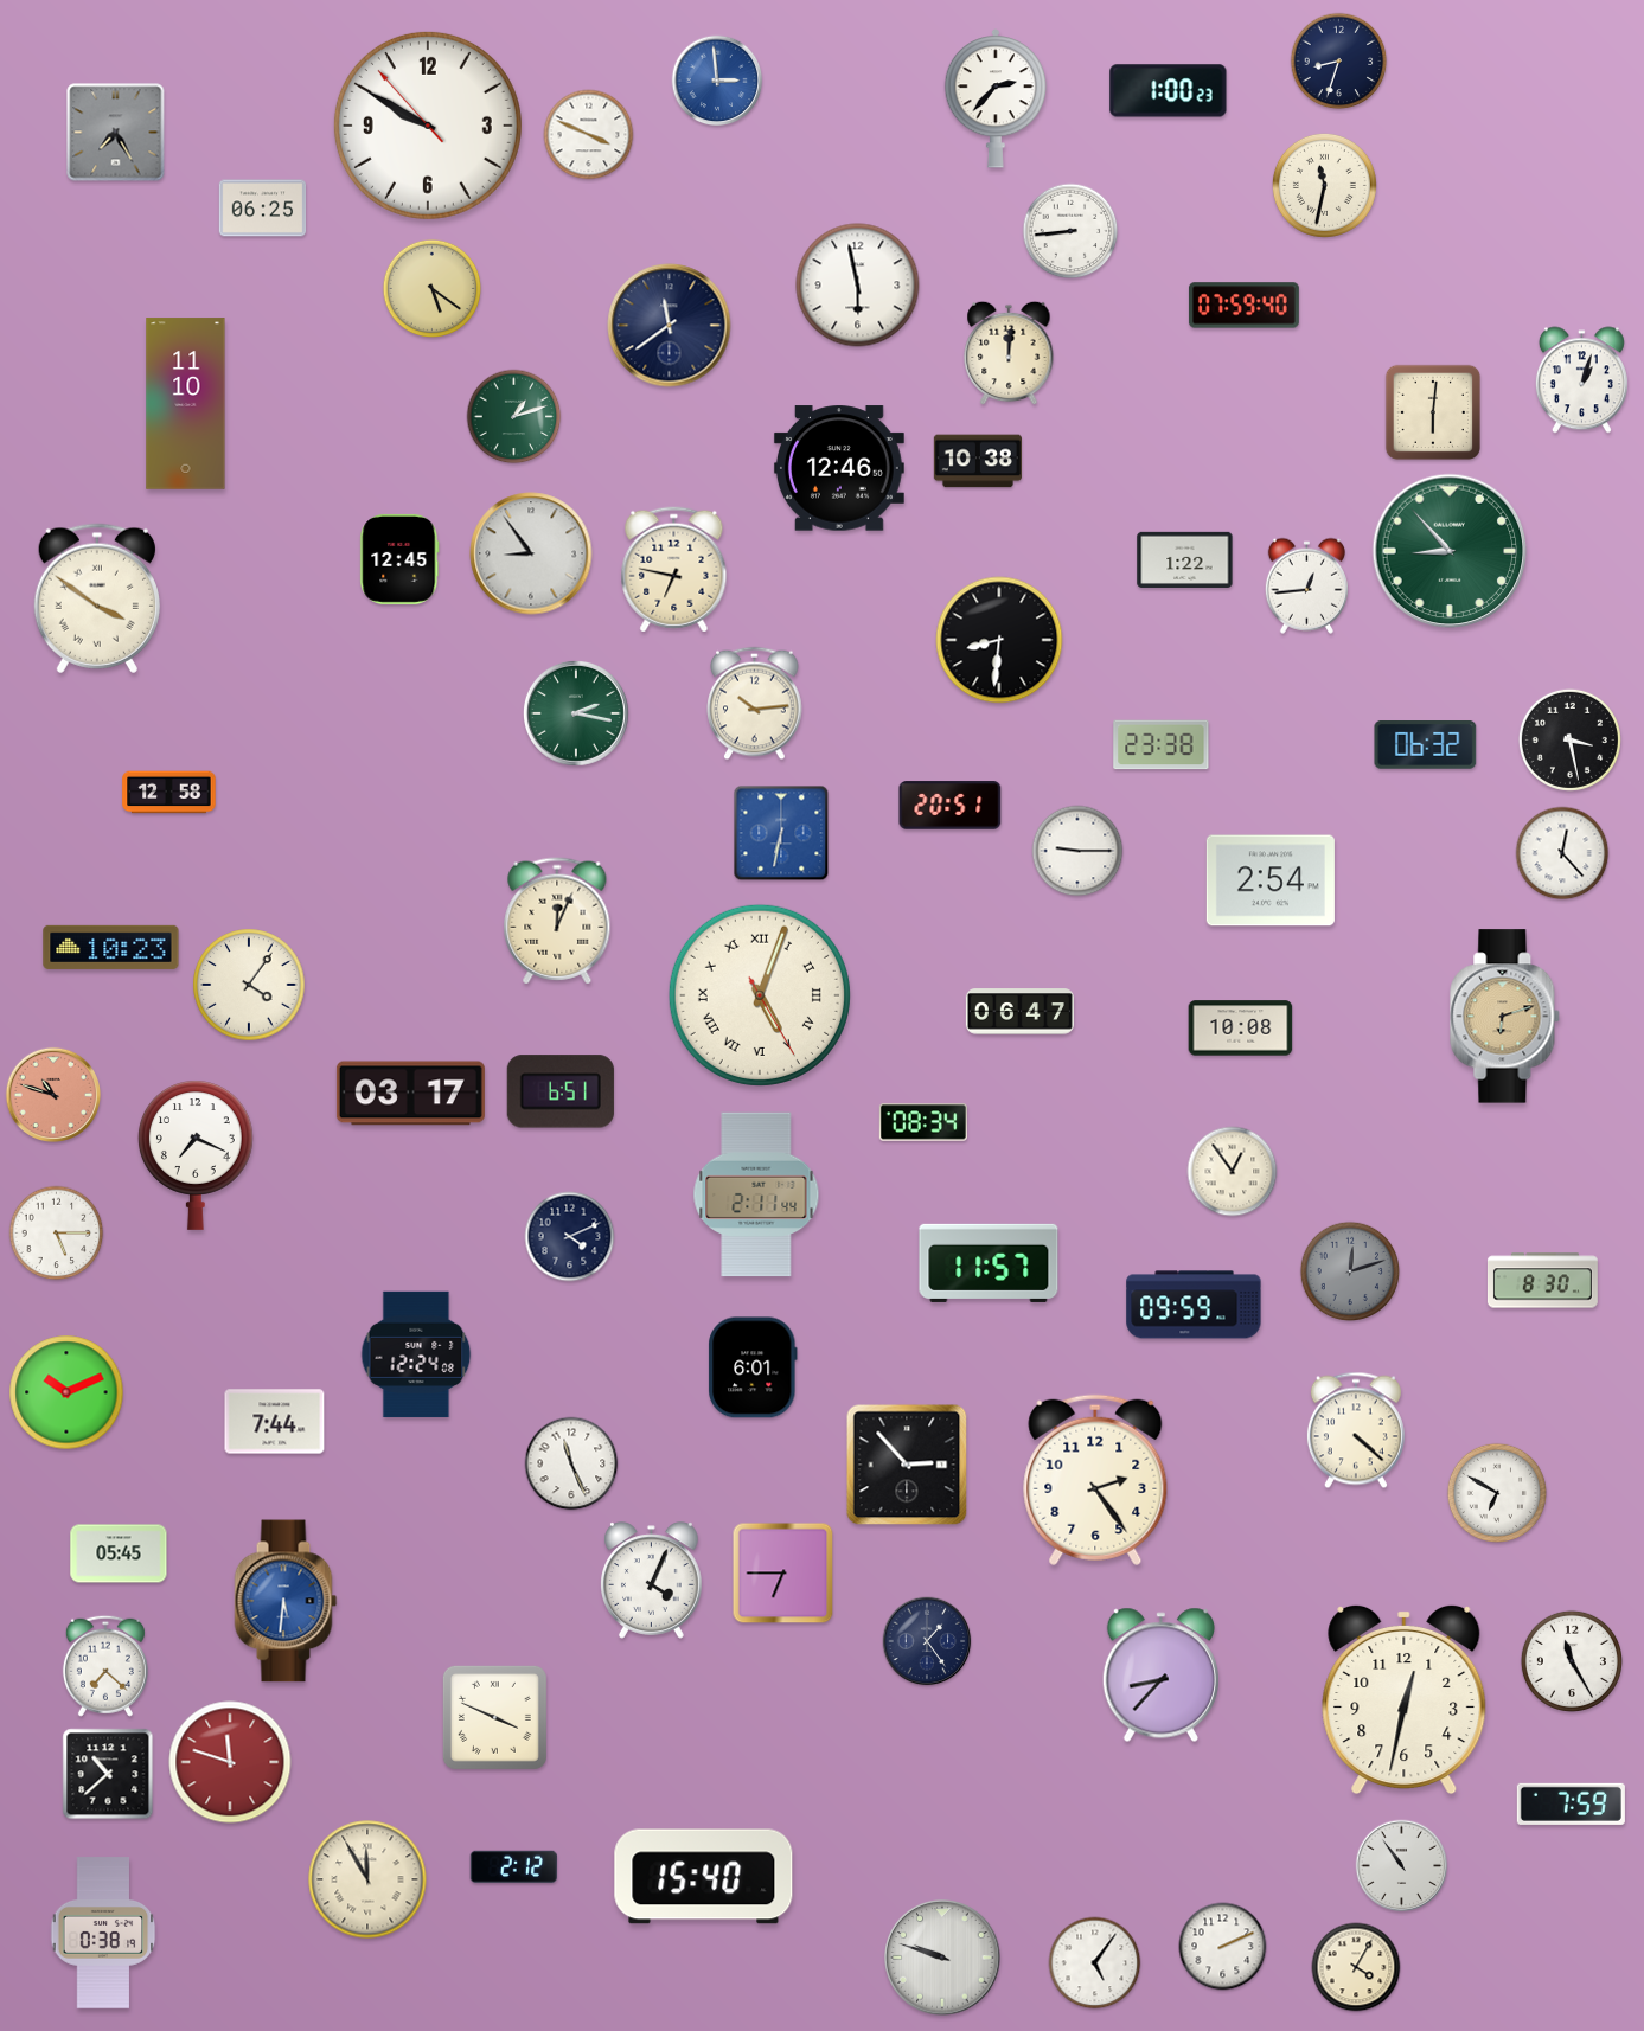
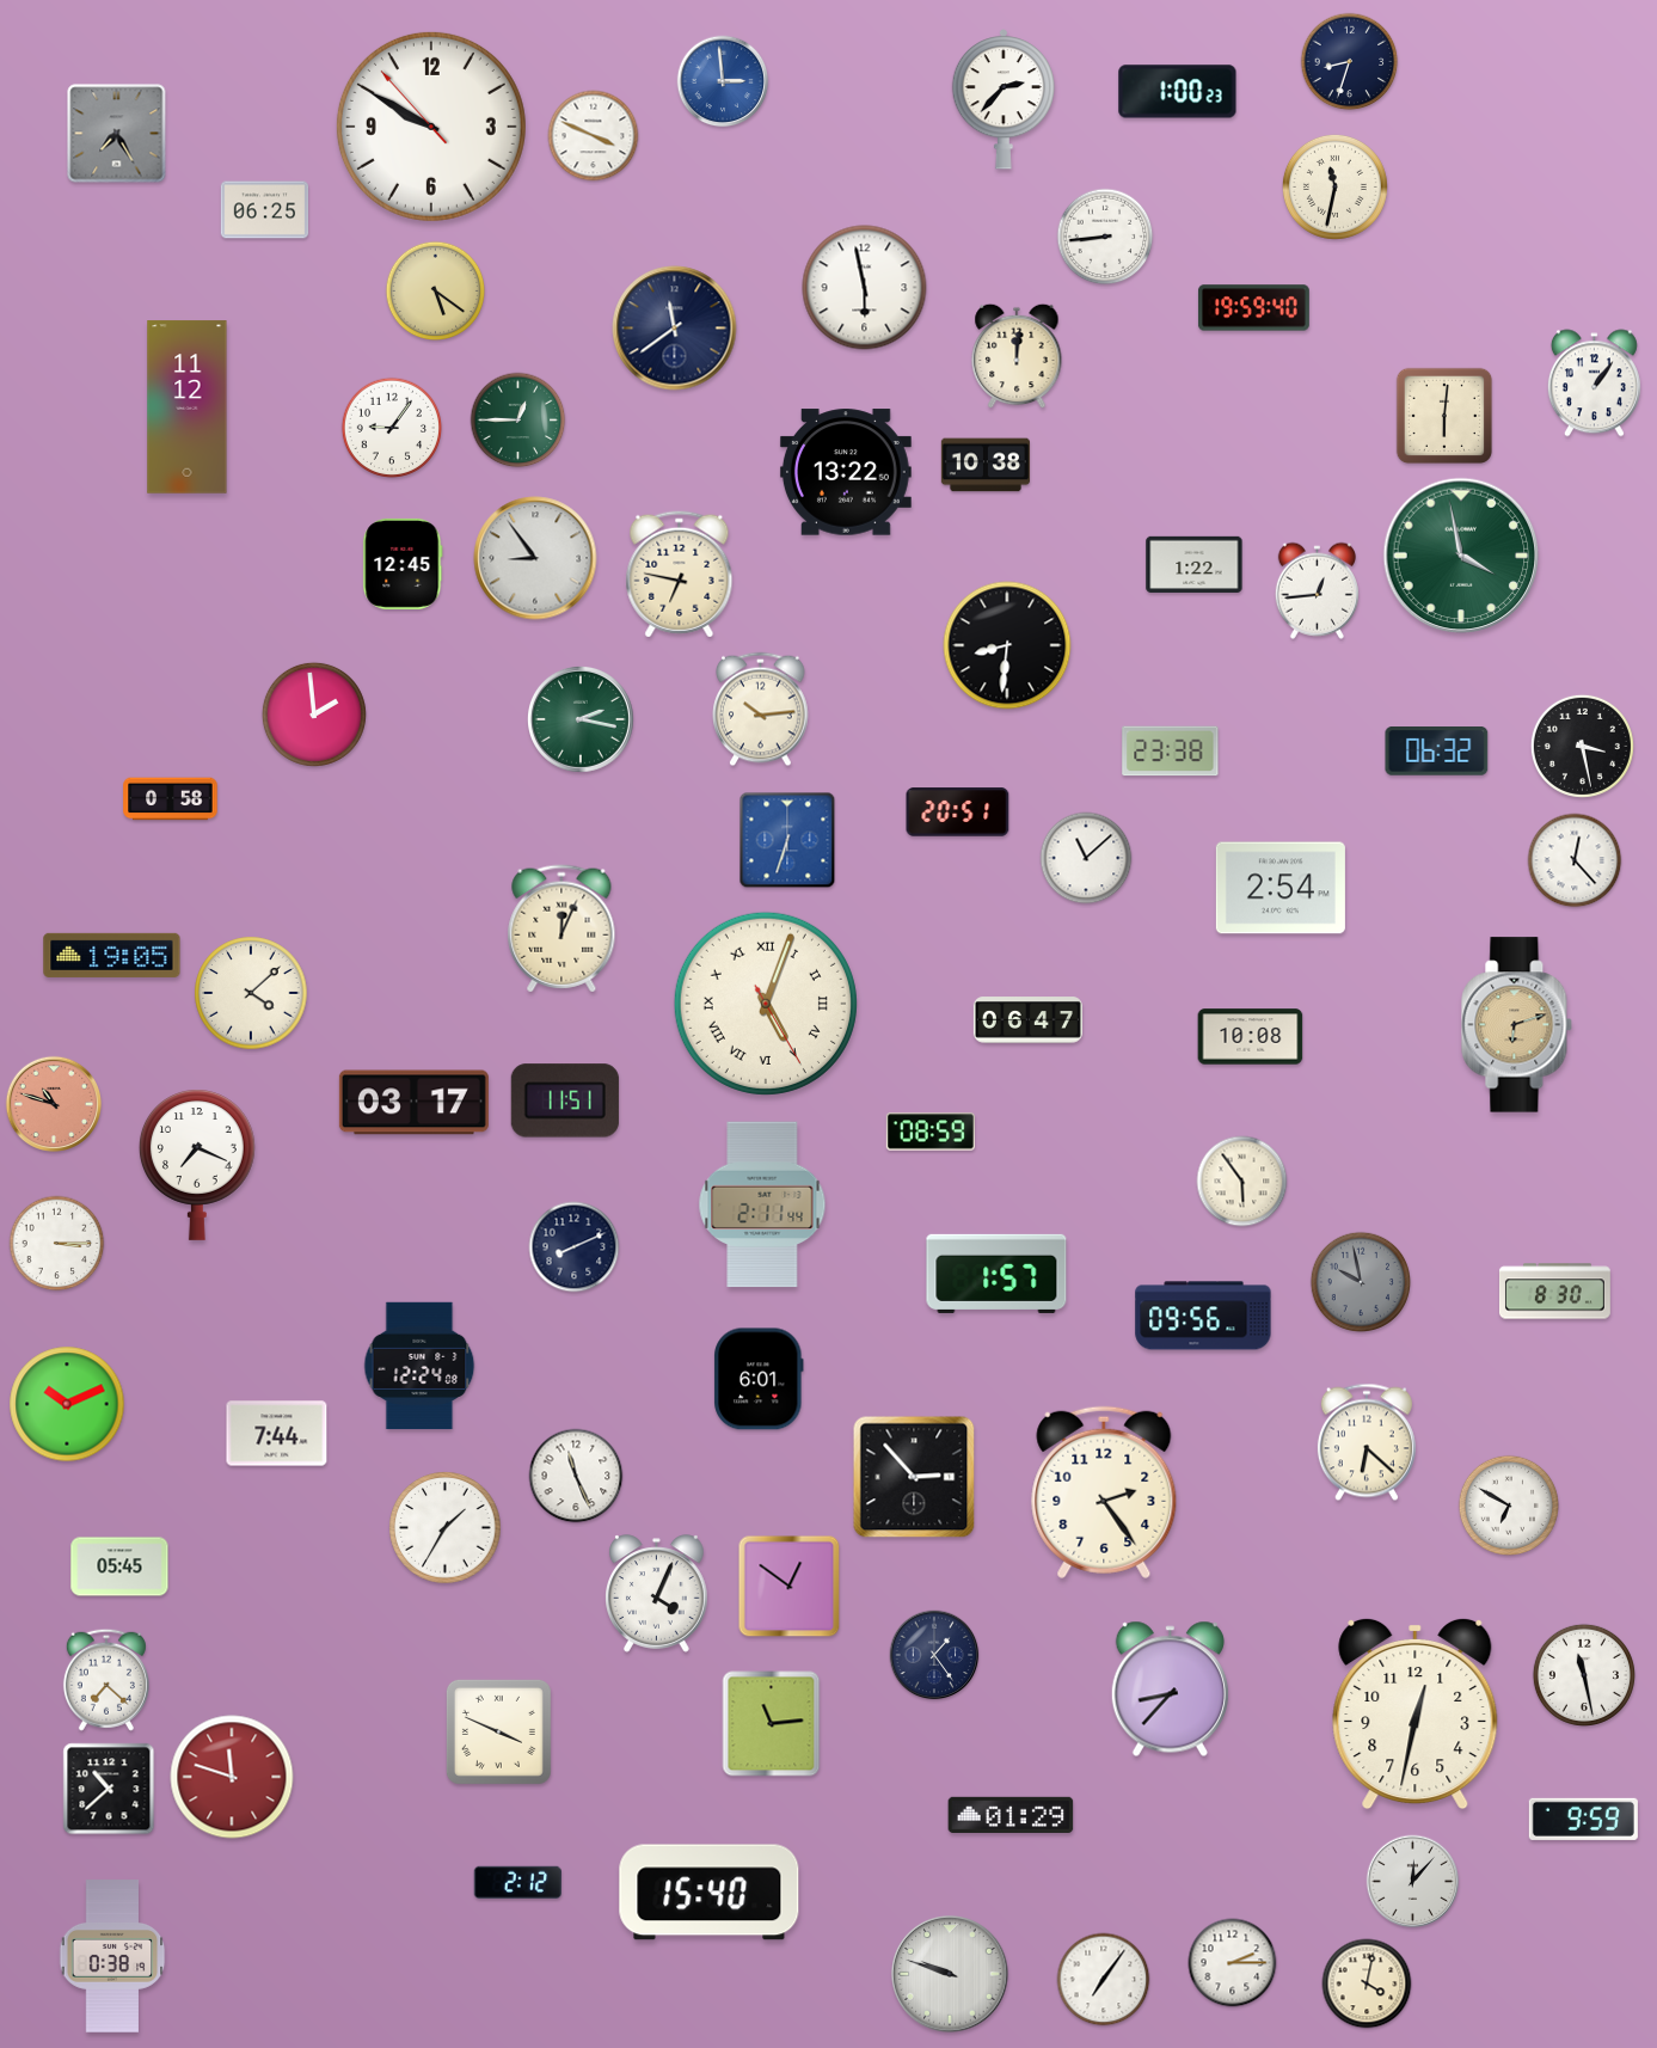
clock at (1070, 231) position: (1070, 231) -> (1105, 237)
clock at (1243, 306): 07:59 -> 19:59
clock at (1581, 380): 1:03 -> 1:06
clock at (186, 404): 11:10 -> 11:12
clock at (514, 417): 1:12 -> 12:45
clock at (392, 428): none -> 9:06
clock at (839, 468): 12:46 -> 13:22
clock at (1450, 551): 8:53 -> 3:58
clock at (97, 598): 3:51 -> none
clock at (314, 715): none -> 1:59
clock at (169, 793): 12:58 -> 0:58
clock at (781, 833): 6:32 -> 6:33
clock at (1077, 851): 9:15 -> 11:08
clock at (111, 947): 10:23 -> 19:05
clock at (249, 985): 4:06 -> 4:08
clock at (561, 1091): 6:51 -> 11:51
clock at (923, 1122): 08:34 -> 08:59
clock at (1233, 1172): 12:54 -> 5:54
clock at (57, 1234): 5:15 -> 3:15
clock at (570, 1237): 4:11 -> 8:11
clock at (989, 1263): 11:57 -> 1:57
clock at (1350, 1271): 12:12 -> 9:58
clock at (1194, 1305): 09:59 -> 09:56
clock at (1356, 1430): 4:22 -> 6:22
clock at (446, 1528): none -> 1:35
clock at (783, 1574): 6:45 -> 12:51
clock at (286, 1601): 5:31 -> none
clock at (1572, 1661): 11:25 -> 11:28
clock at (772, 1724): none -> 11:14
clock at (1011, 1815): none -> 01:29
clock at (1571, 1803): 7:59 -> 9:59
clock at (1402, 1866): 10:54 -> 12:07
clock at (367, 1879): 11:55 -> none
clock at (103, 1933) position: (103, 1933) -> (112, 1956)
clock at (1223, 1947): 2:11 -> 2:15
clock at (1095, 1963): 5:06 -> 7:06
clock at (1356, 1967): 4:05 -> 4:02
